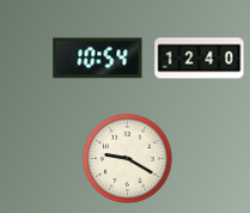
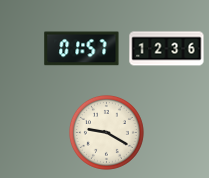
clock at (98, 59): 10:54 -> 01:57
clock at (200, 59): 12:40 -> 12:36
